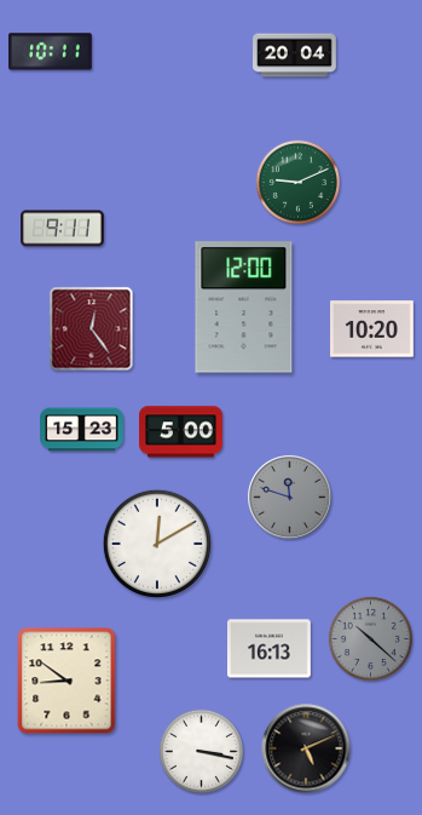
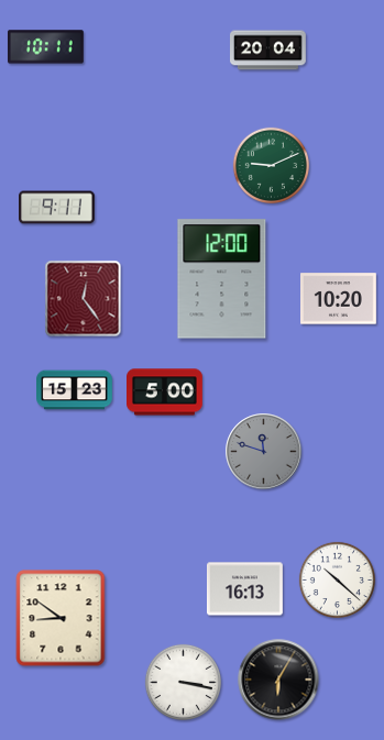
clock at (157, 544): 12:10 -> none
clock at (370, 638) dial: grey -> white
clock at (306, 748): 5:11 -> 6:05
